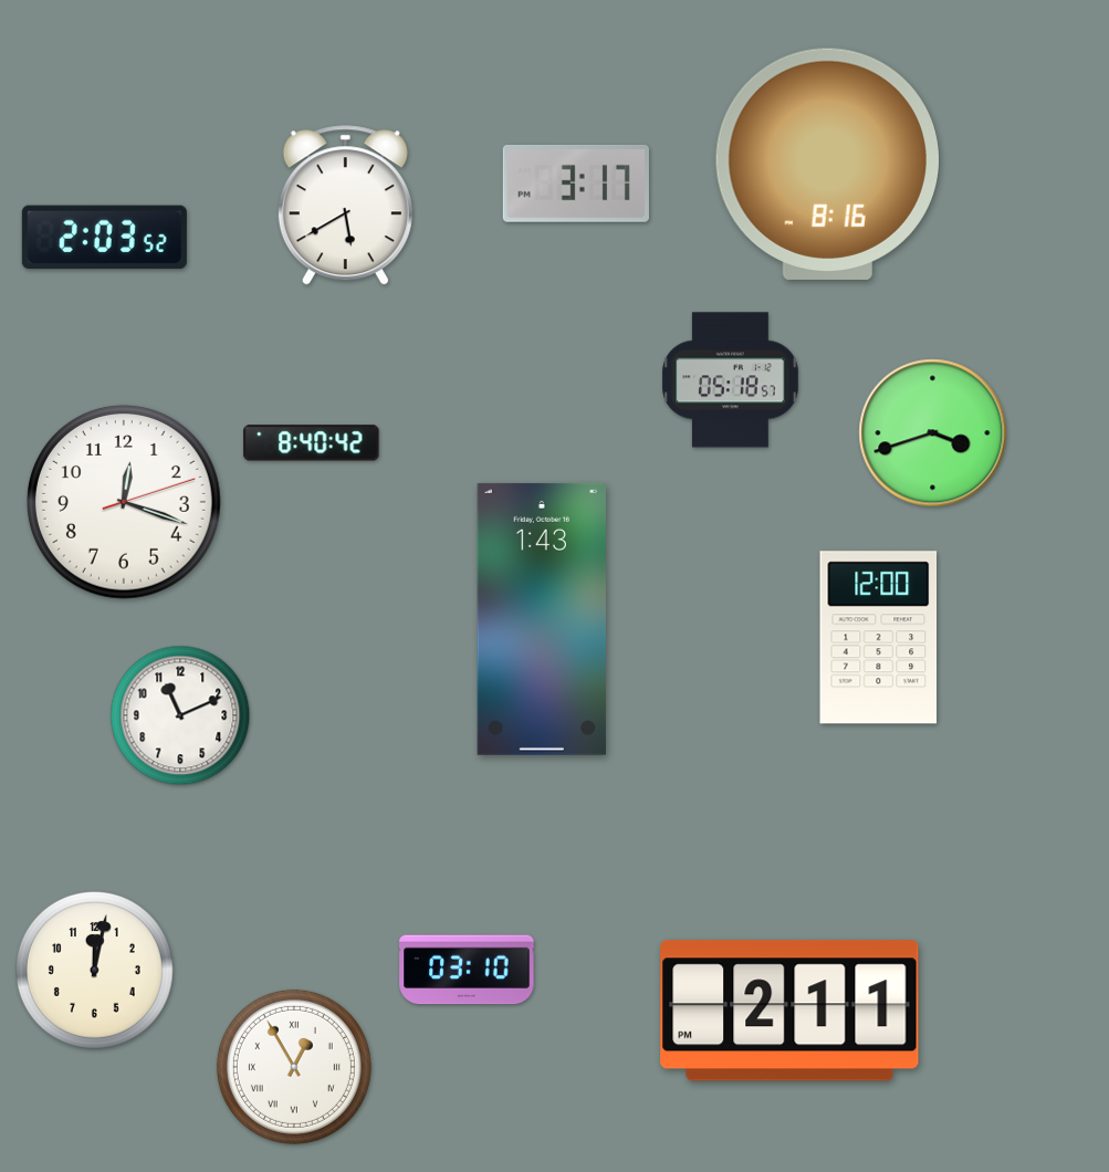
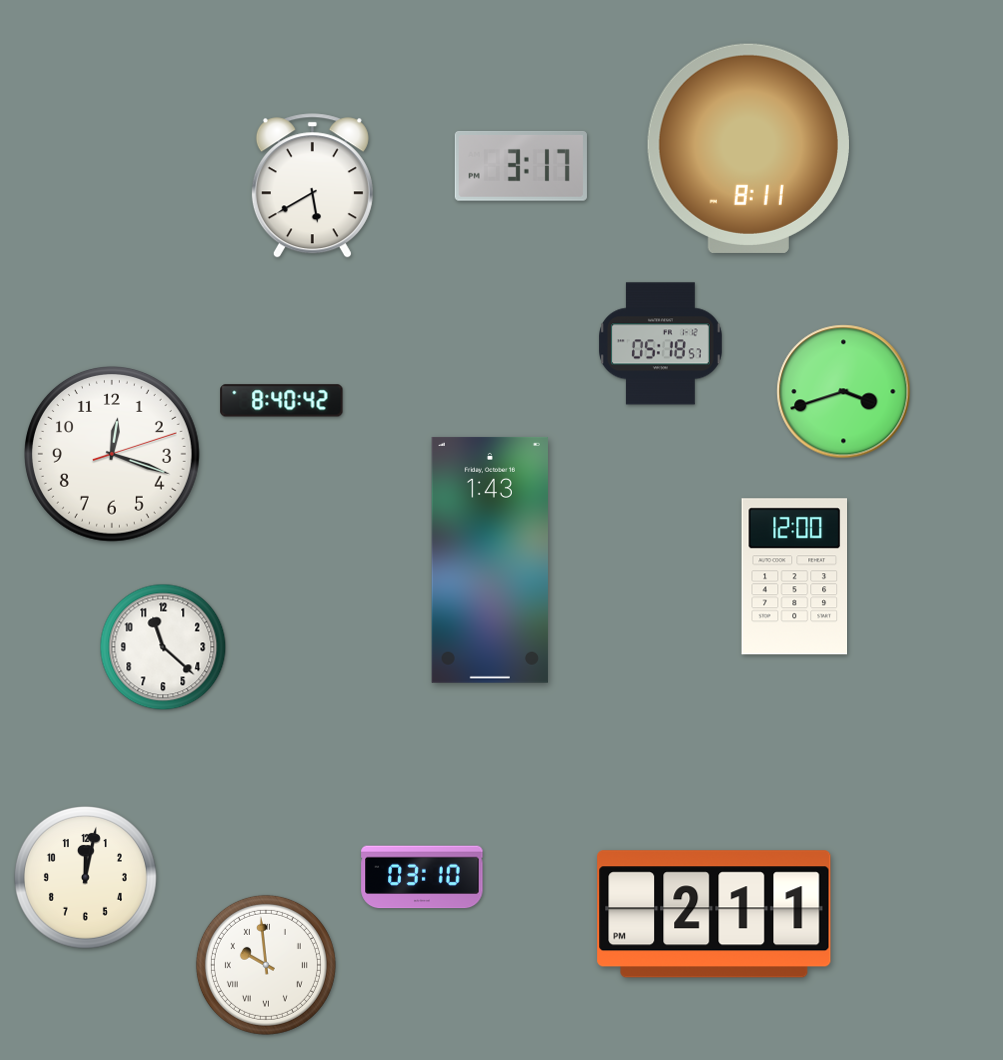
clock at (827, 164): 8:16 -> 8:11
clock at (104, 238): 2:03 -> none
clock at (180, 715): 11:11 -> 11:22
clock at (294, 1067): 12:55 -> 9:59
